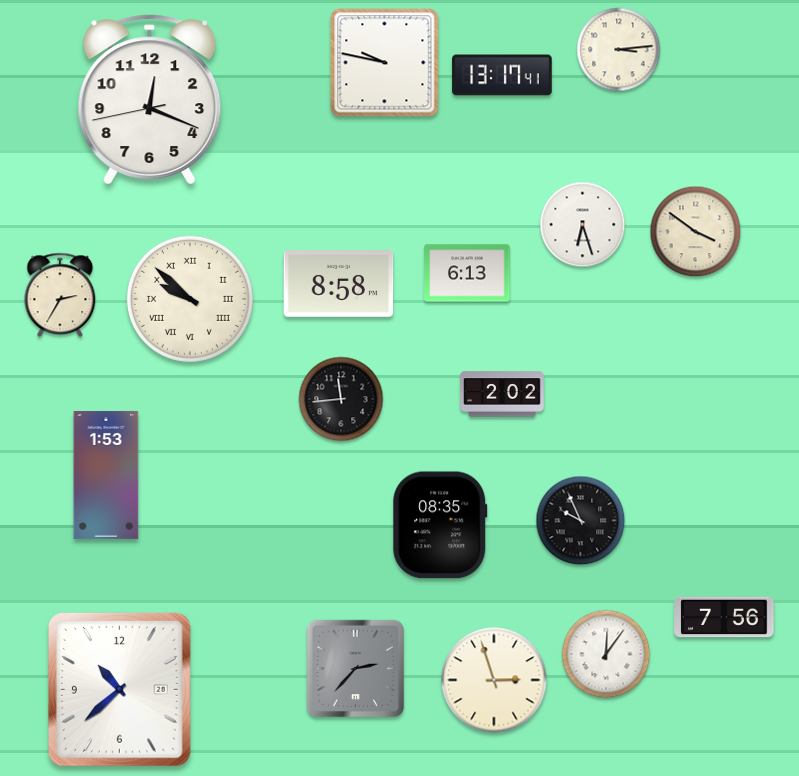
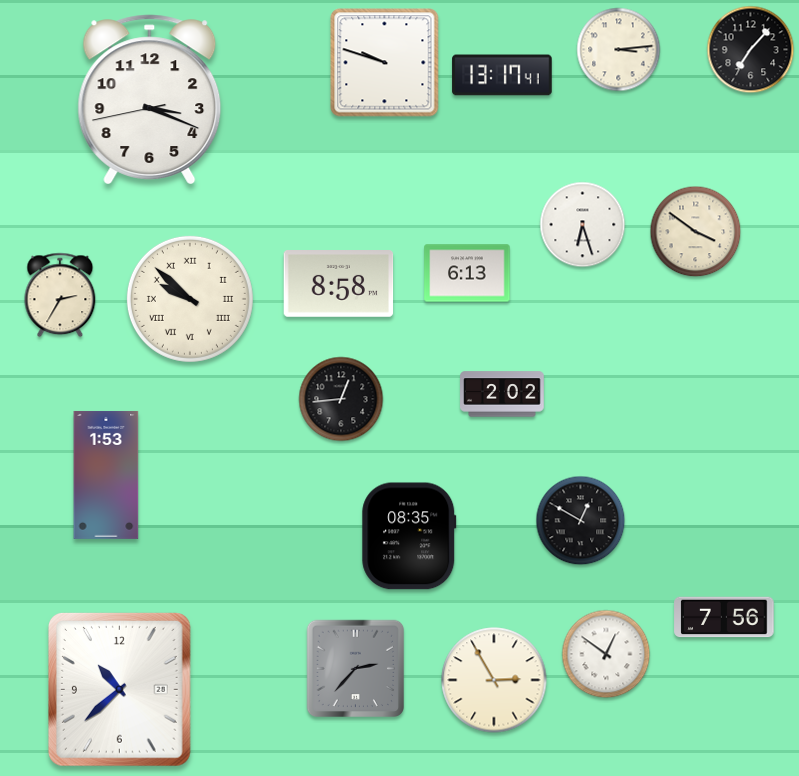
clock at (751, 50): none -> 7:07
clock at (385, 63): 9:47 -> 9:48
clock at (150, 100): 12:18 -> 3:18
clock at (341, 399): 11:44 -> 12:44
clock at (581, 521): 9:56 -> 12:50
clock at (440, 525) position: (440, 525) -> (409, 536)
clock at (606, 654): 12:06 -> 12:51
clock at (494, 680): 2:57 -> 2:55
